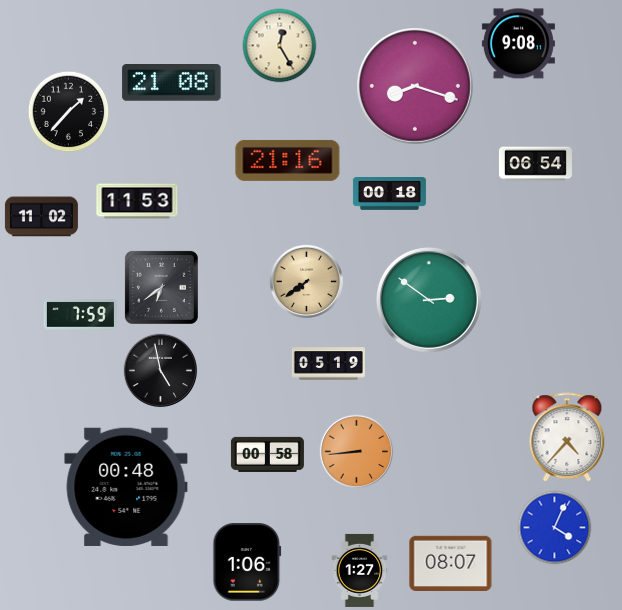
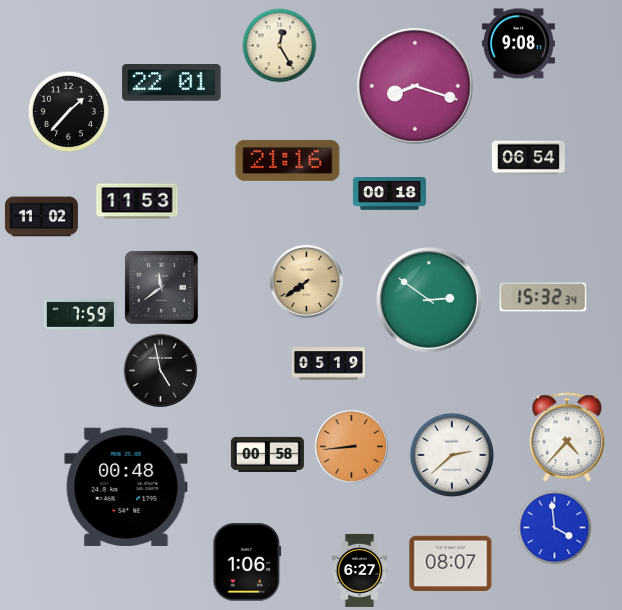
clock at (172, 83): 21:08 -> 22:01
clock at (535, 164) position: (535, 164) -> (528, 158)
clock at (161, 287): 6:39 -> 11:39
clock at (543, 297): none -> 15:32
clock at (357, 452) position: (357, 452) -> (352, 447)
clock at (452, 455): none -> 2:38
clock at (555, 528): 4:04 -> 3:59
clock at (360, 570): 1:27 -> 6:27
